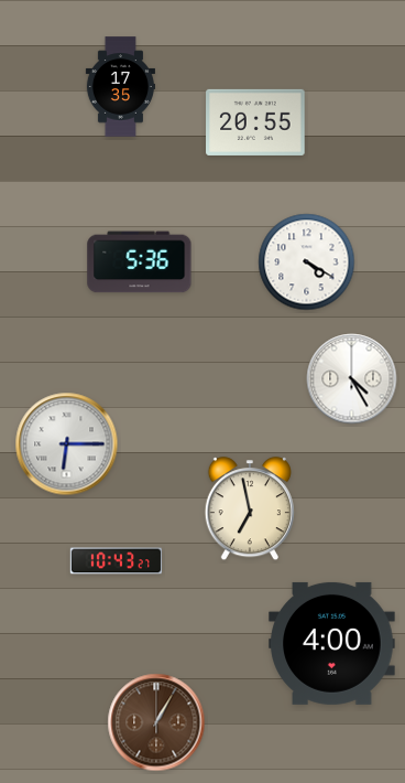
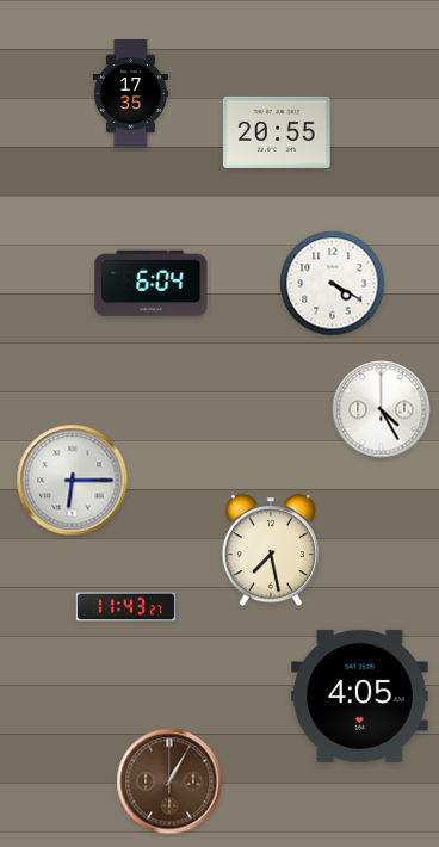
clock at (140, 262): 5:36 -> 6:04
clock at (250, 510): 6:58 -> 7:28
clock at (117, 561): 10:43 -> 11:43
clock at (332, 643): 4:00 -> 4:05
